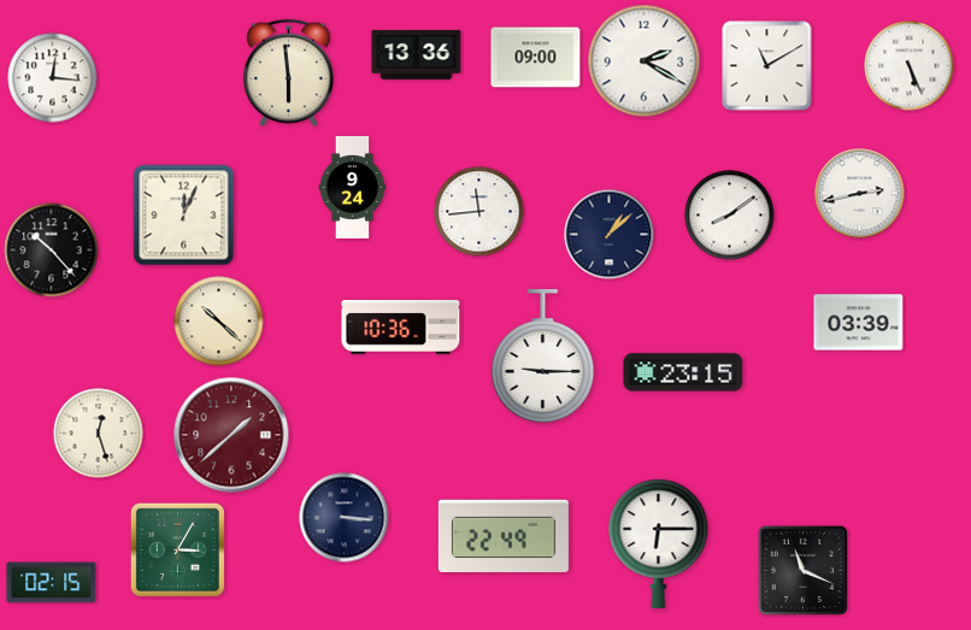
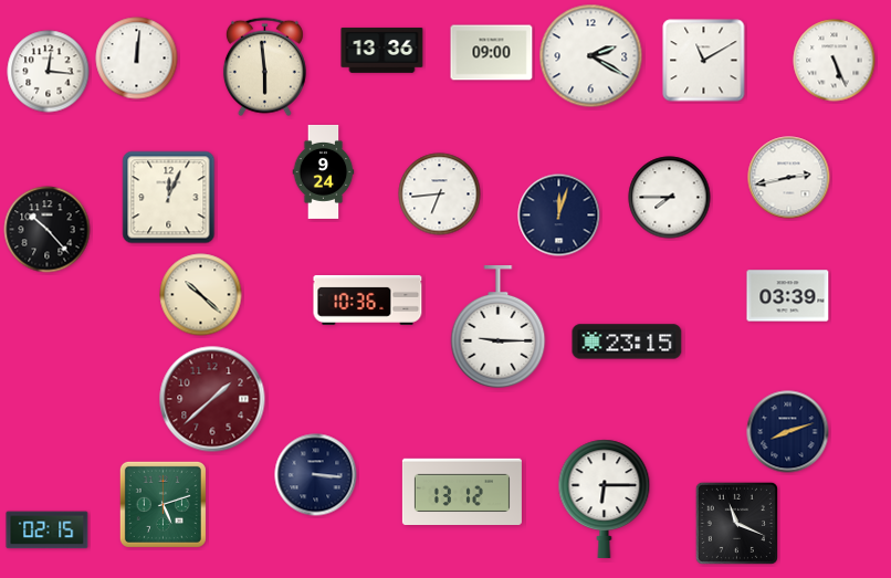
clock at (137, 59): none -> 12:01
clock at (479, 212): 11:44 -> 6:44
clock at (730, 216): 8:09 -> 7:45
clock at (610, 235): 1:08 -> 12:03
clock at (99, 434): 12:27 -> none
clock at (788, 432): none -> 8:12
clock at (504, 535): 22:49 -> 13:12
clock at (177, 549): 3:05 -> 5:12
clock at (52, 583) position: (52, 583) -> (48, 530)
